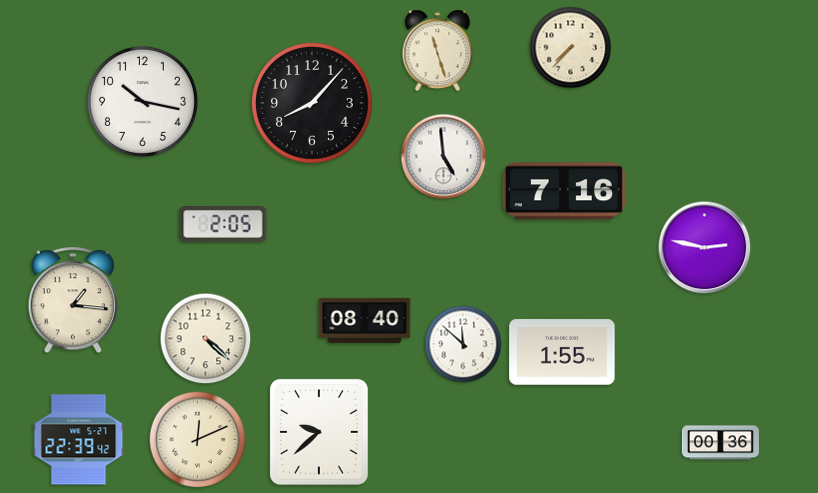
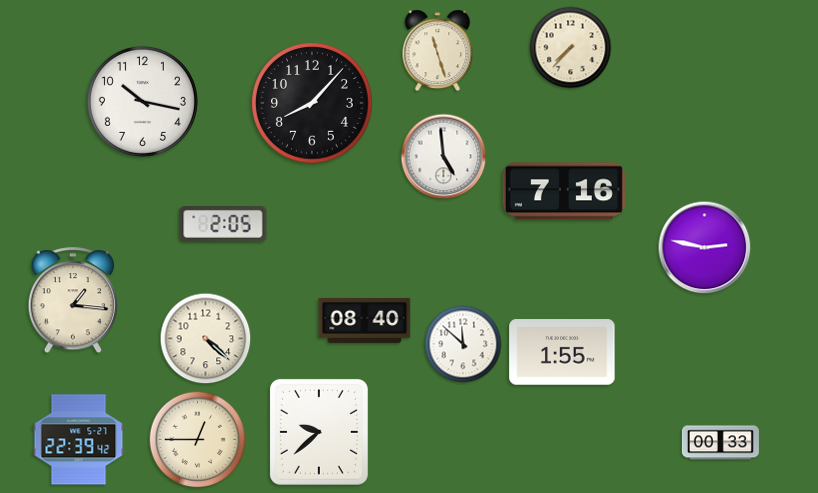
clock at (198, 440): 12:11 -> 12:45
clock at (720, 443): 00:36 -> 00:33
